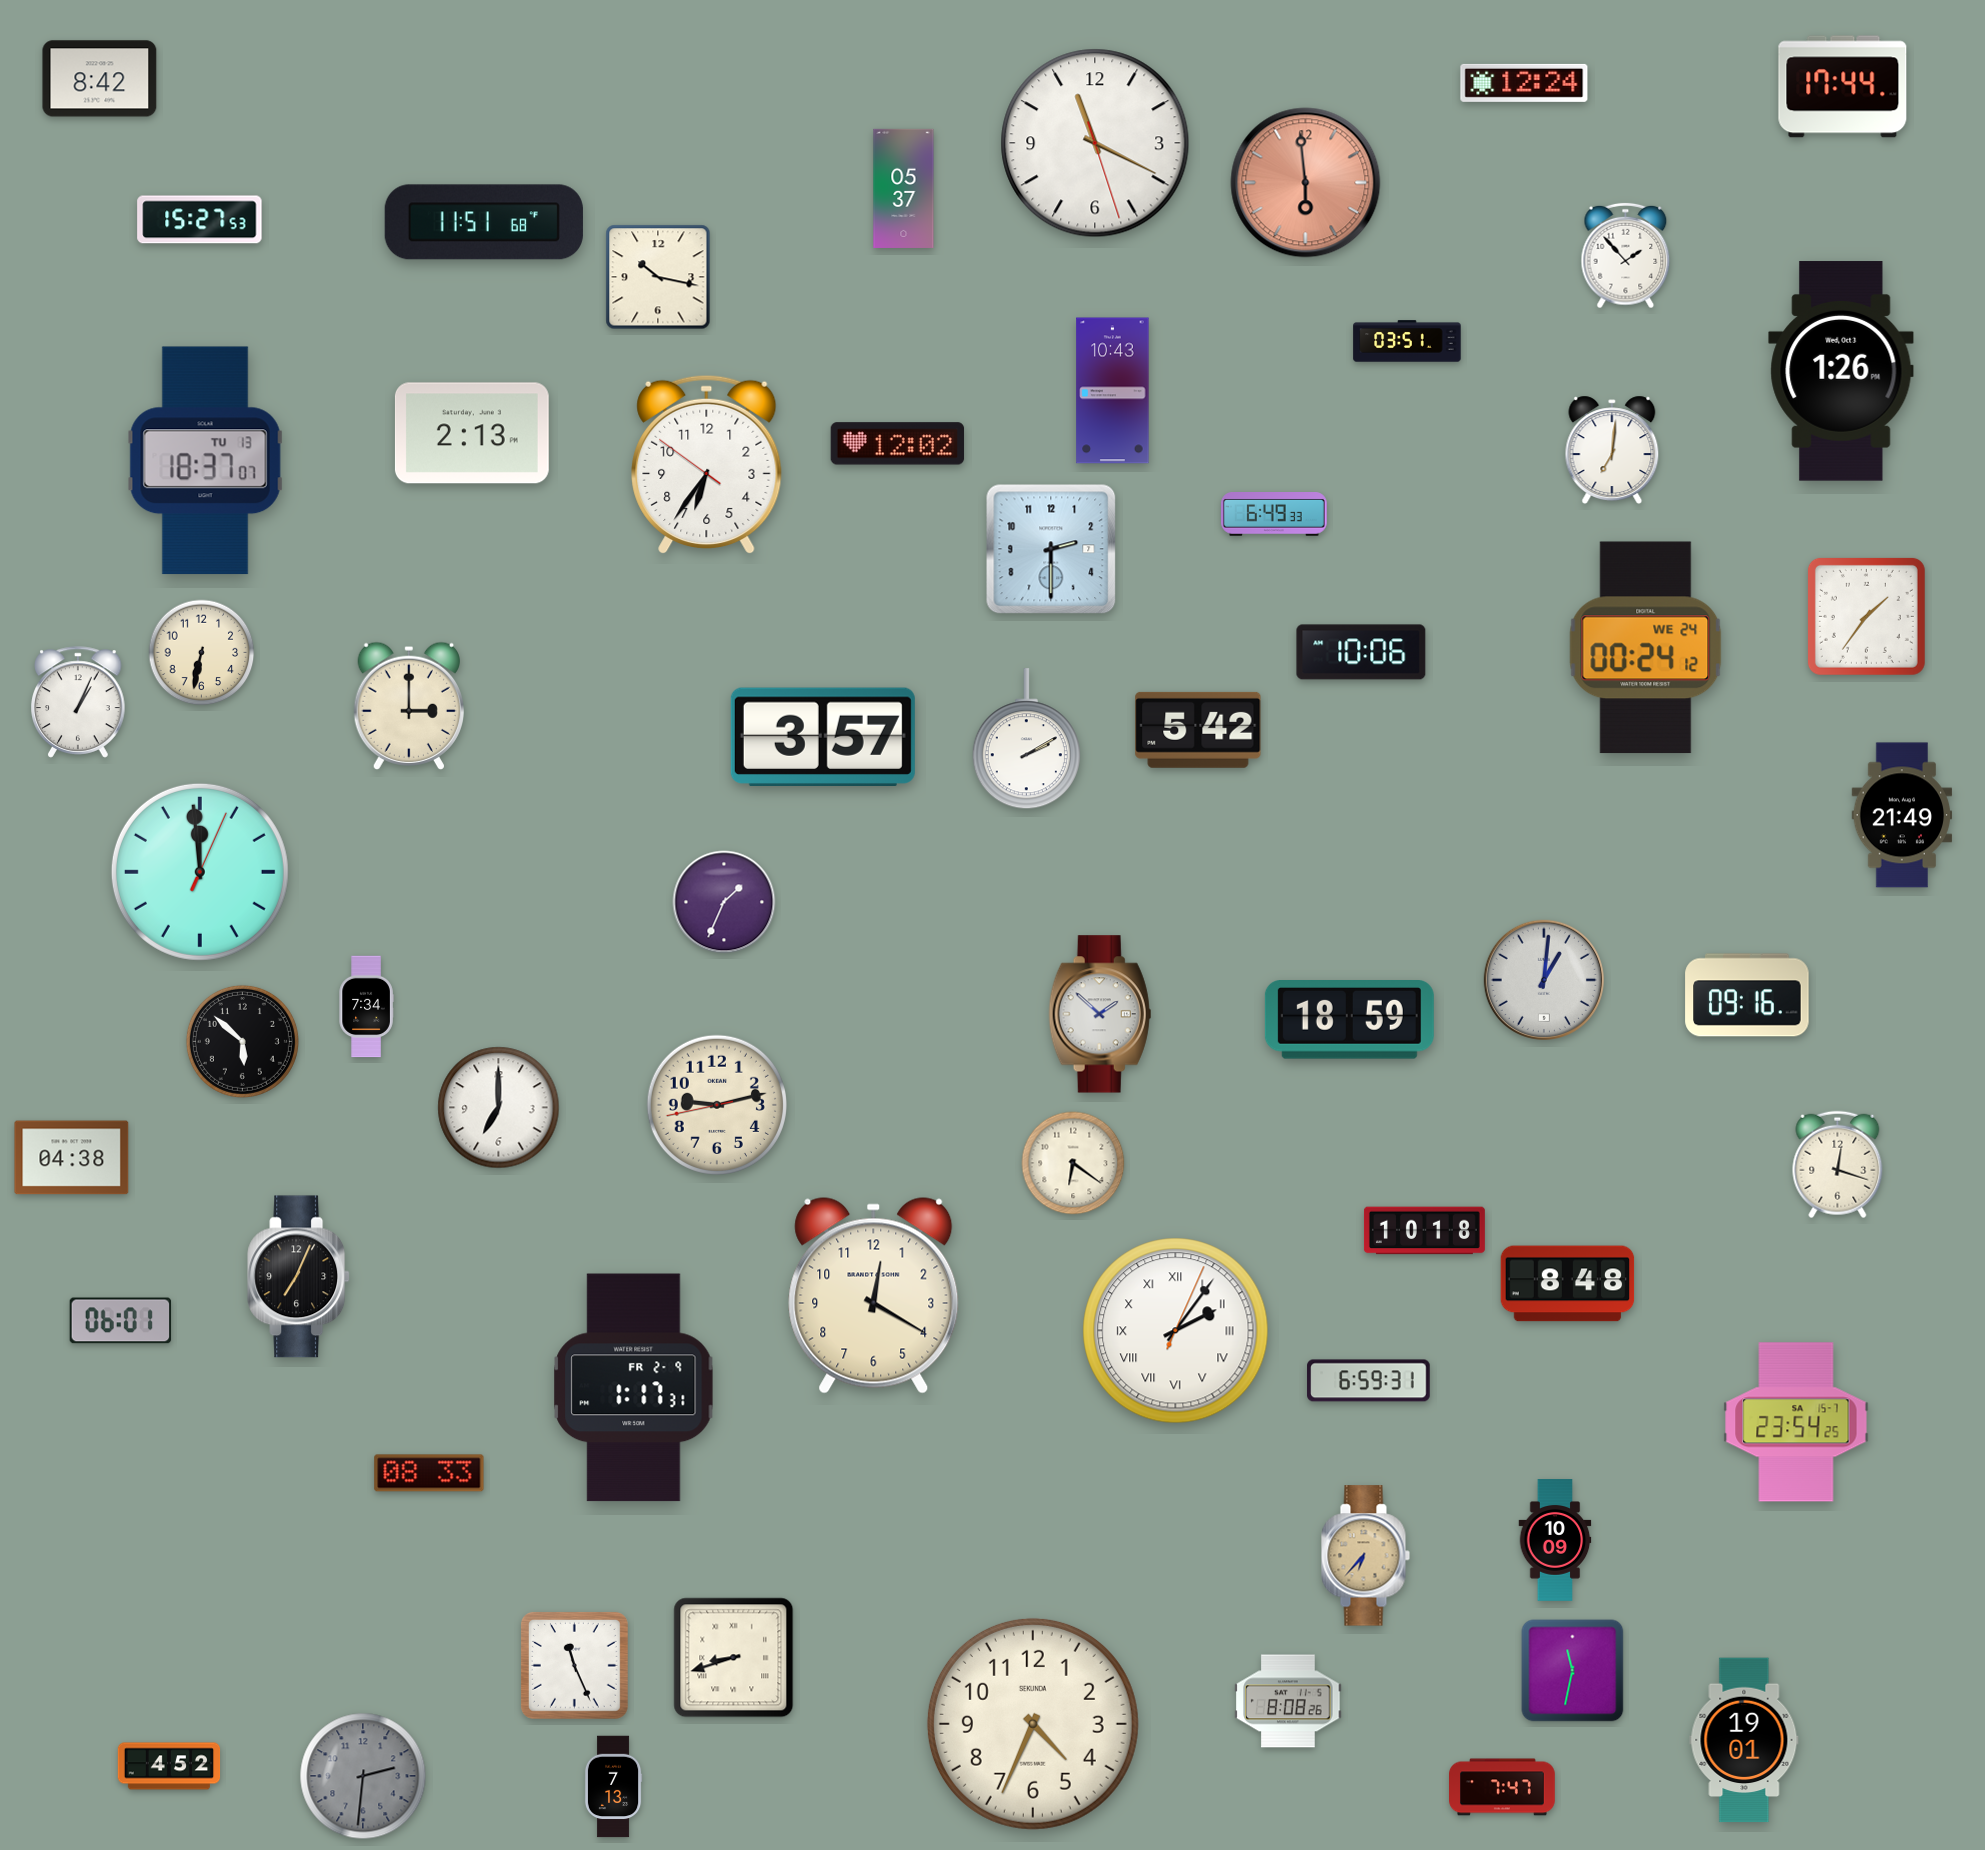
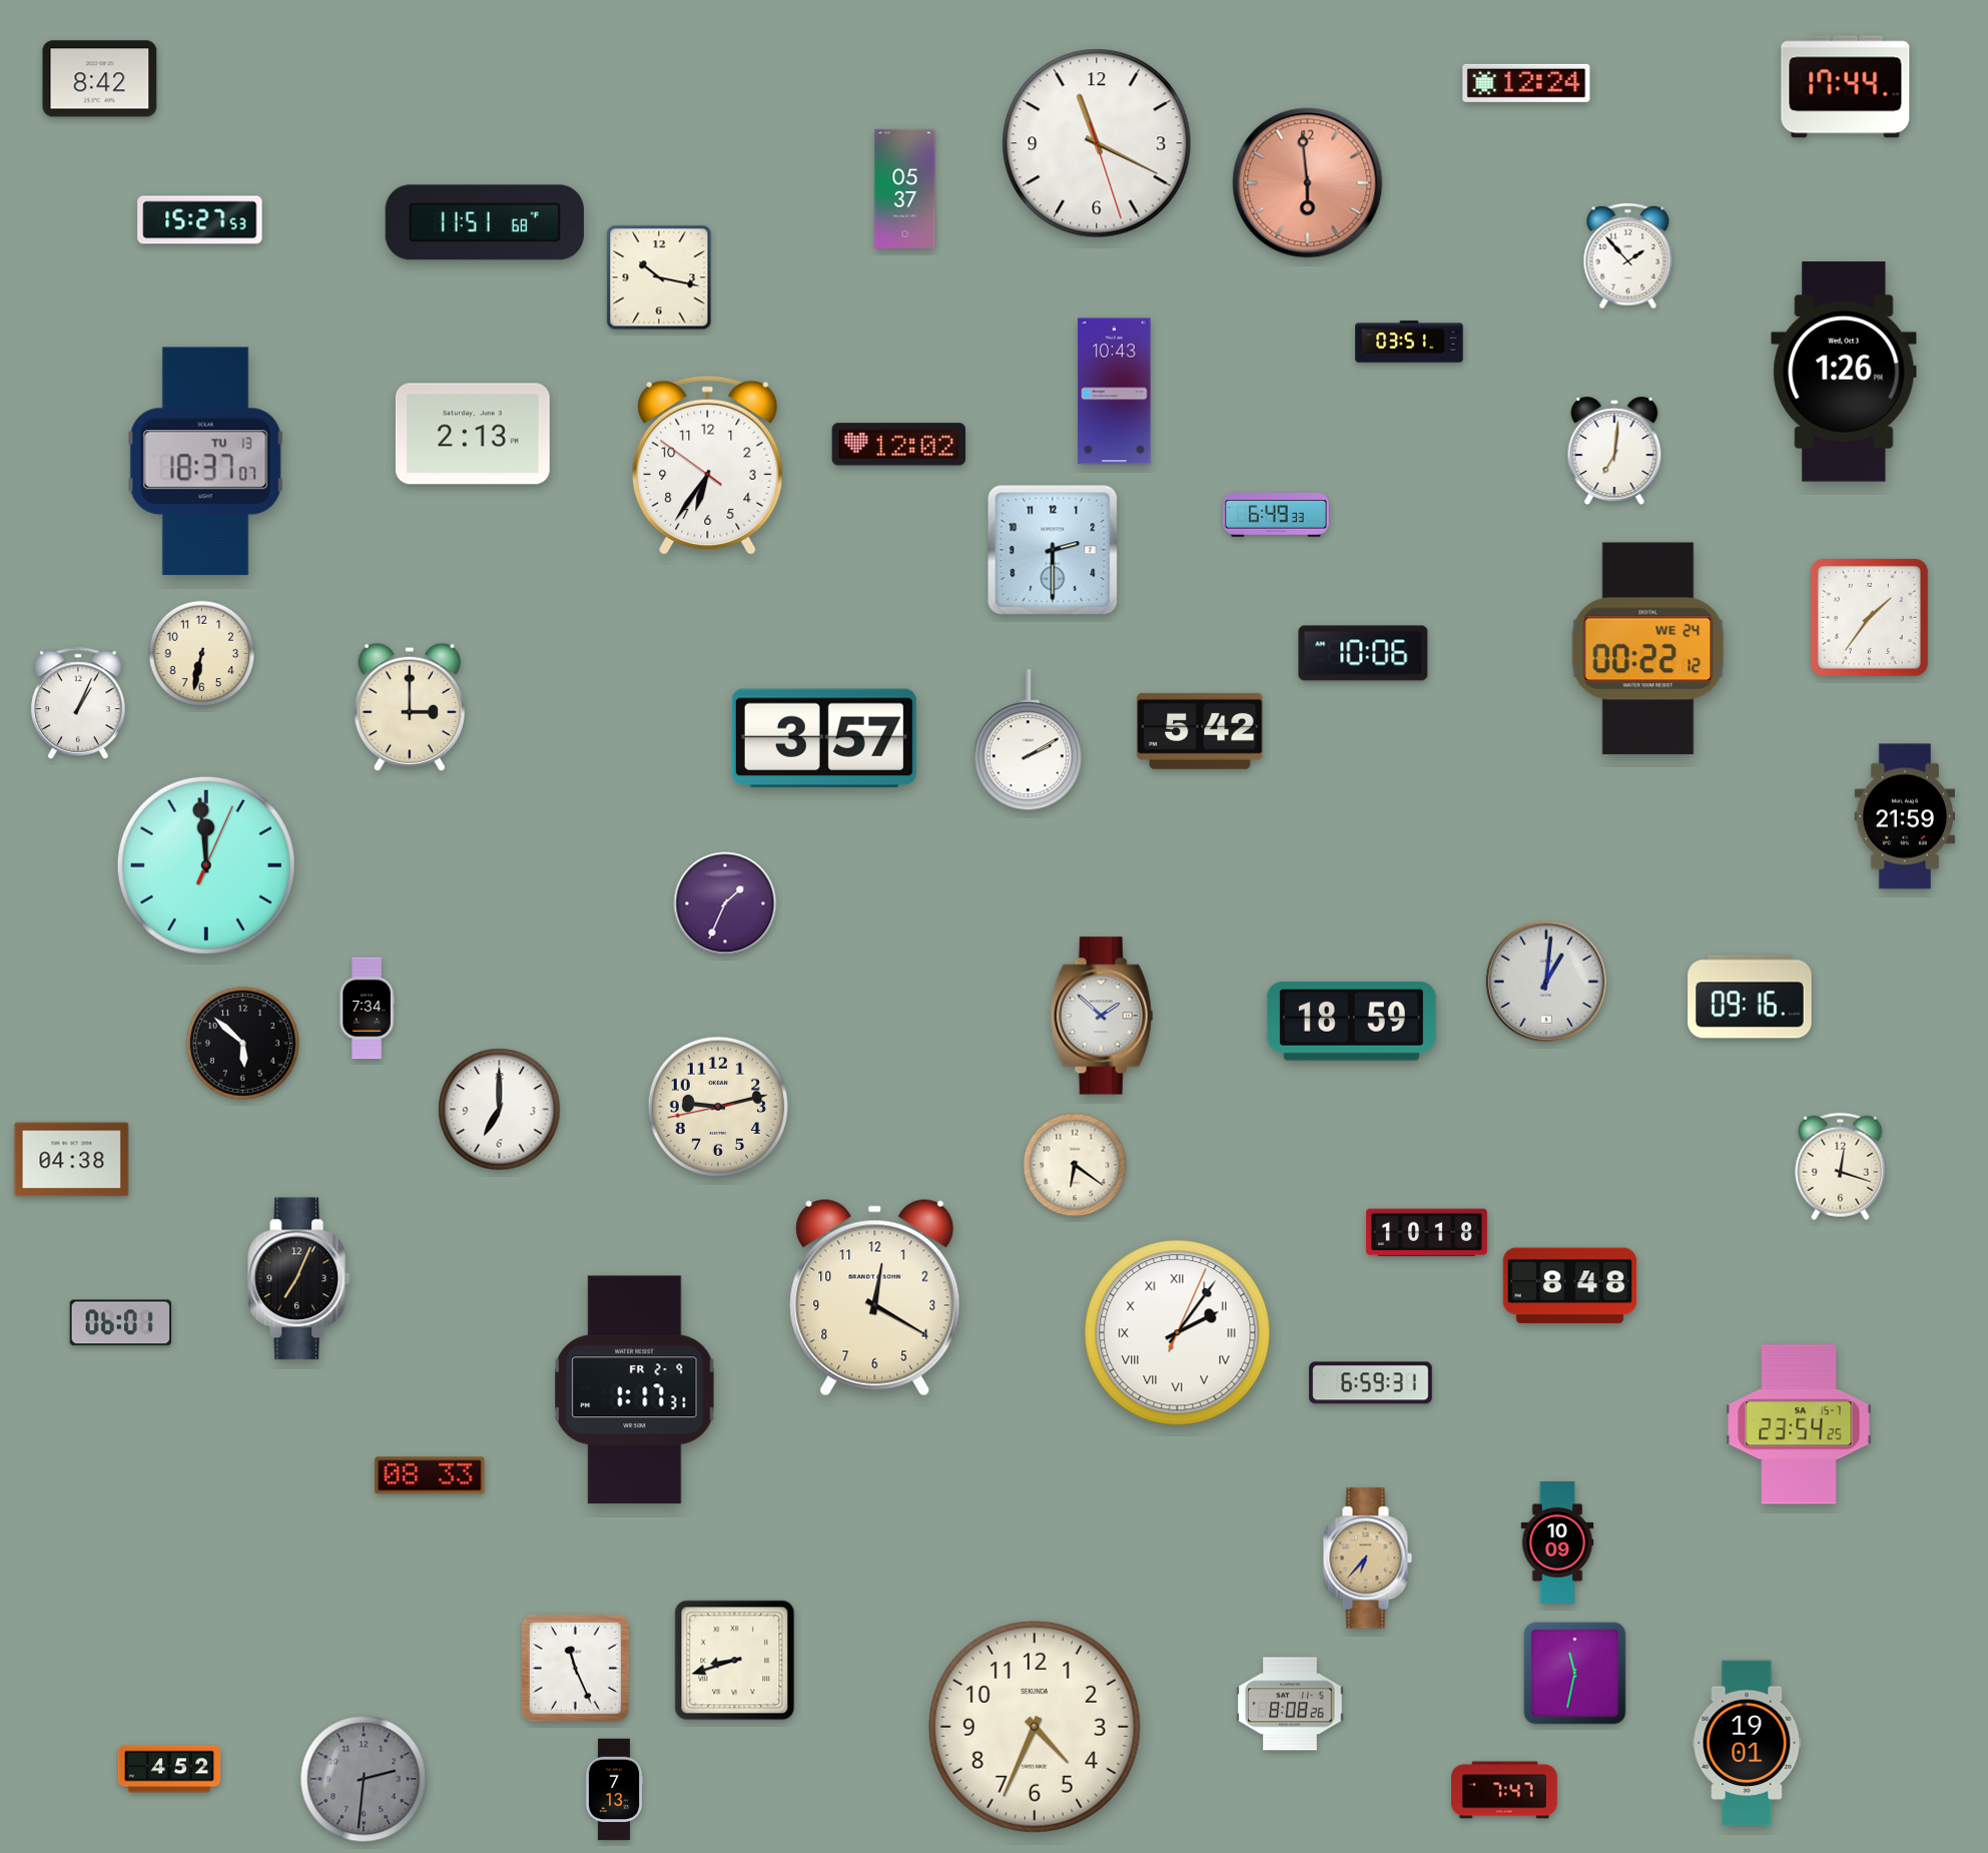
clock at (1646, 648): 00:24 -> 00:22
clock at (1902, 815): 21:49 -> 21:59
clock at (200, 872) position: (200, 872) -> (206, 865)
